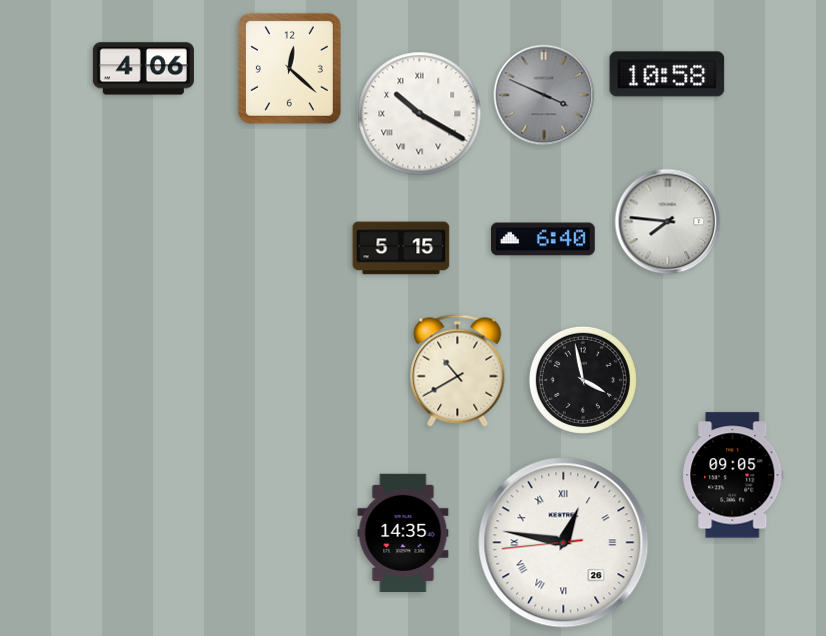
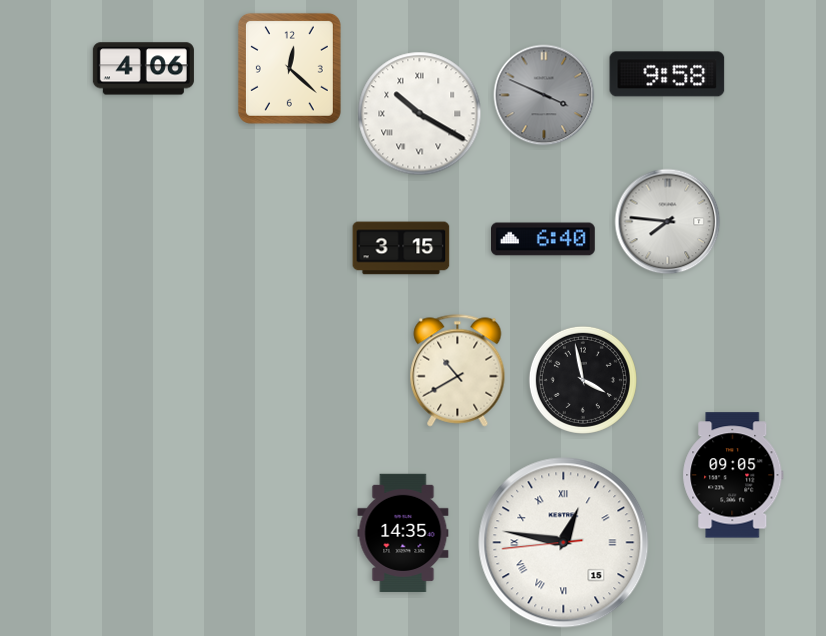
clock at (667, 74): 10:58 -> 9:58
clock at (401, 248): 5:15 -> 3:15
clock at (564, 543) date: 26 -> 15
